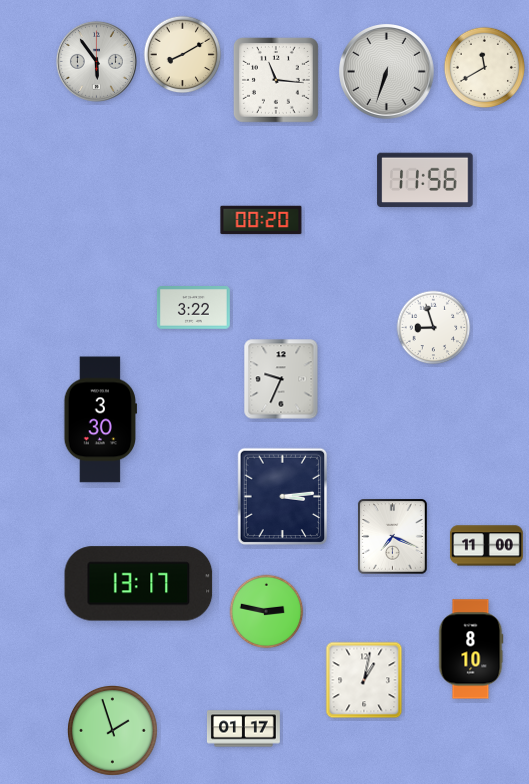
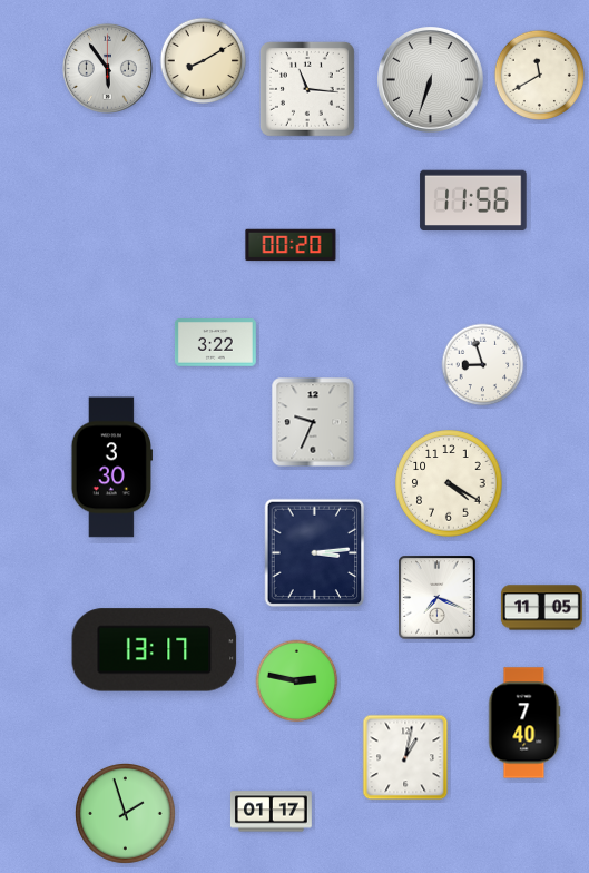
clock at (449, 483): none -> 4:20
clock at (486, 546): 11:00 -> 11:05
clock at (471, 649): 8:10 -> 7:40
